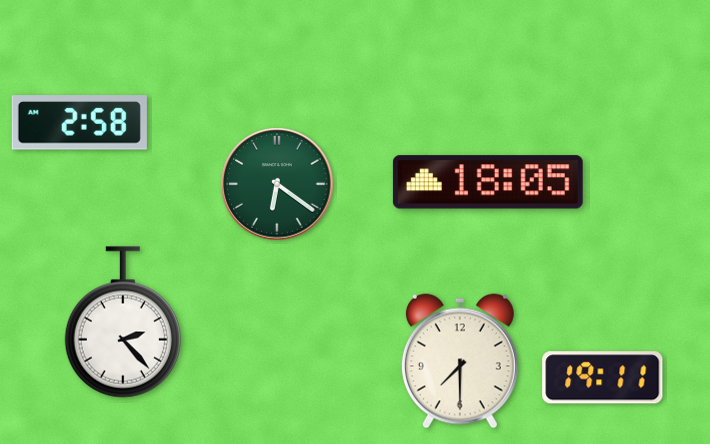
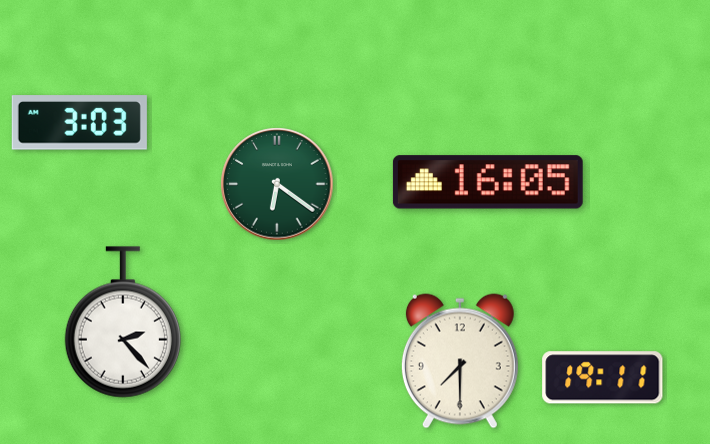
clock at (79, 123): 2:58 -> 3:03
clock at (488, 182): 18:05 -> 16:05
